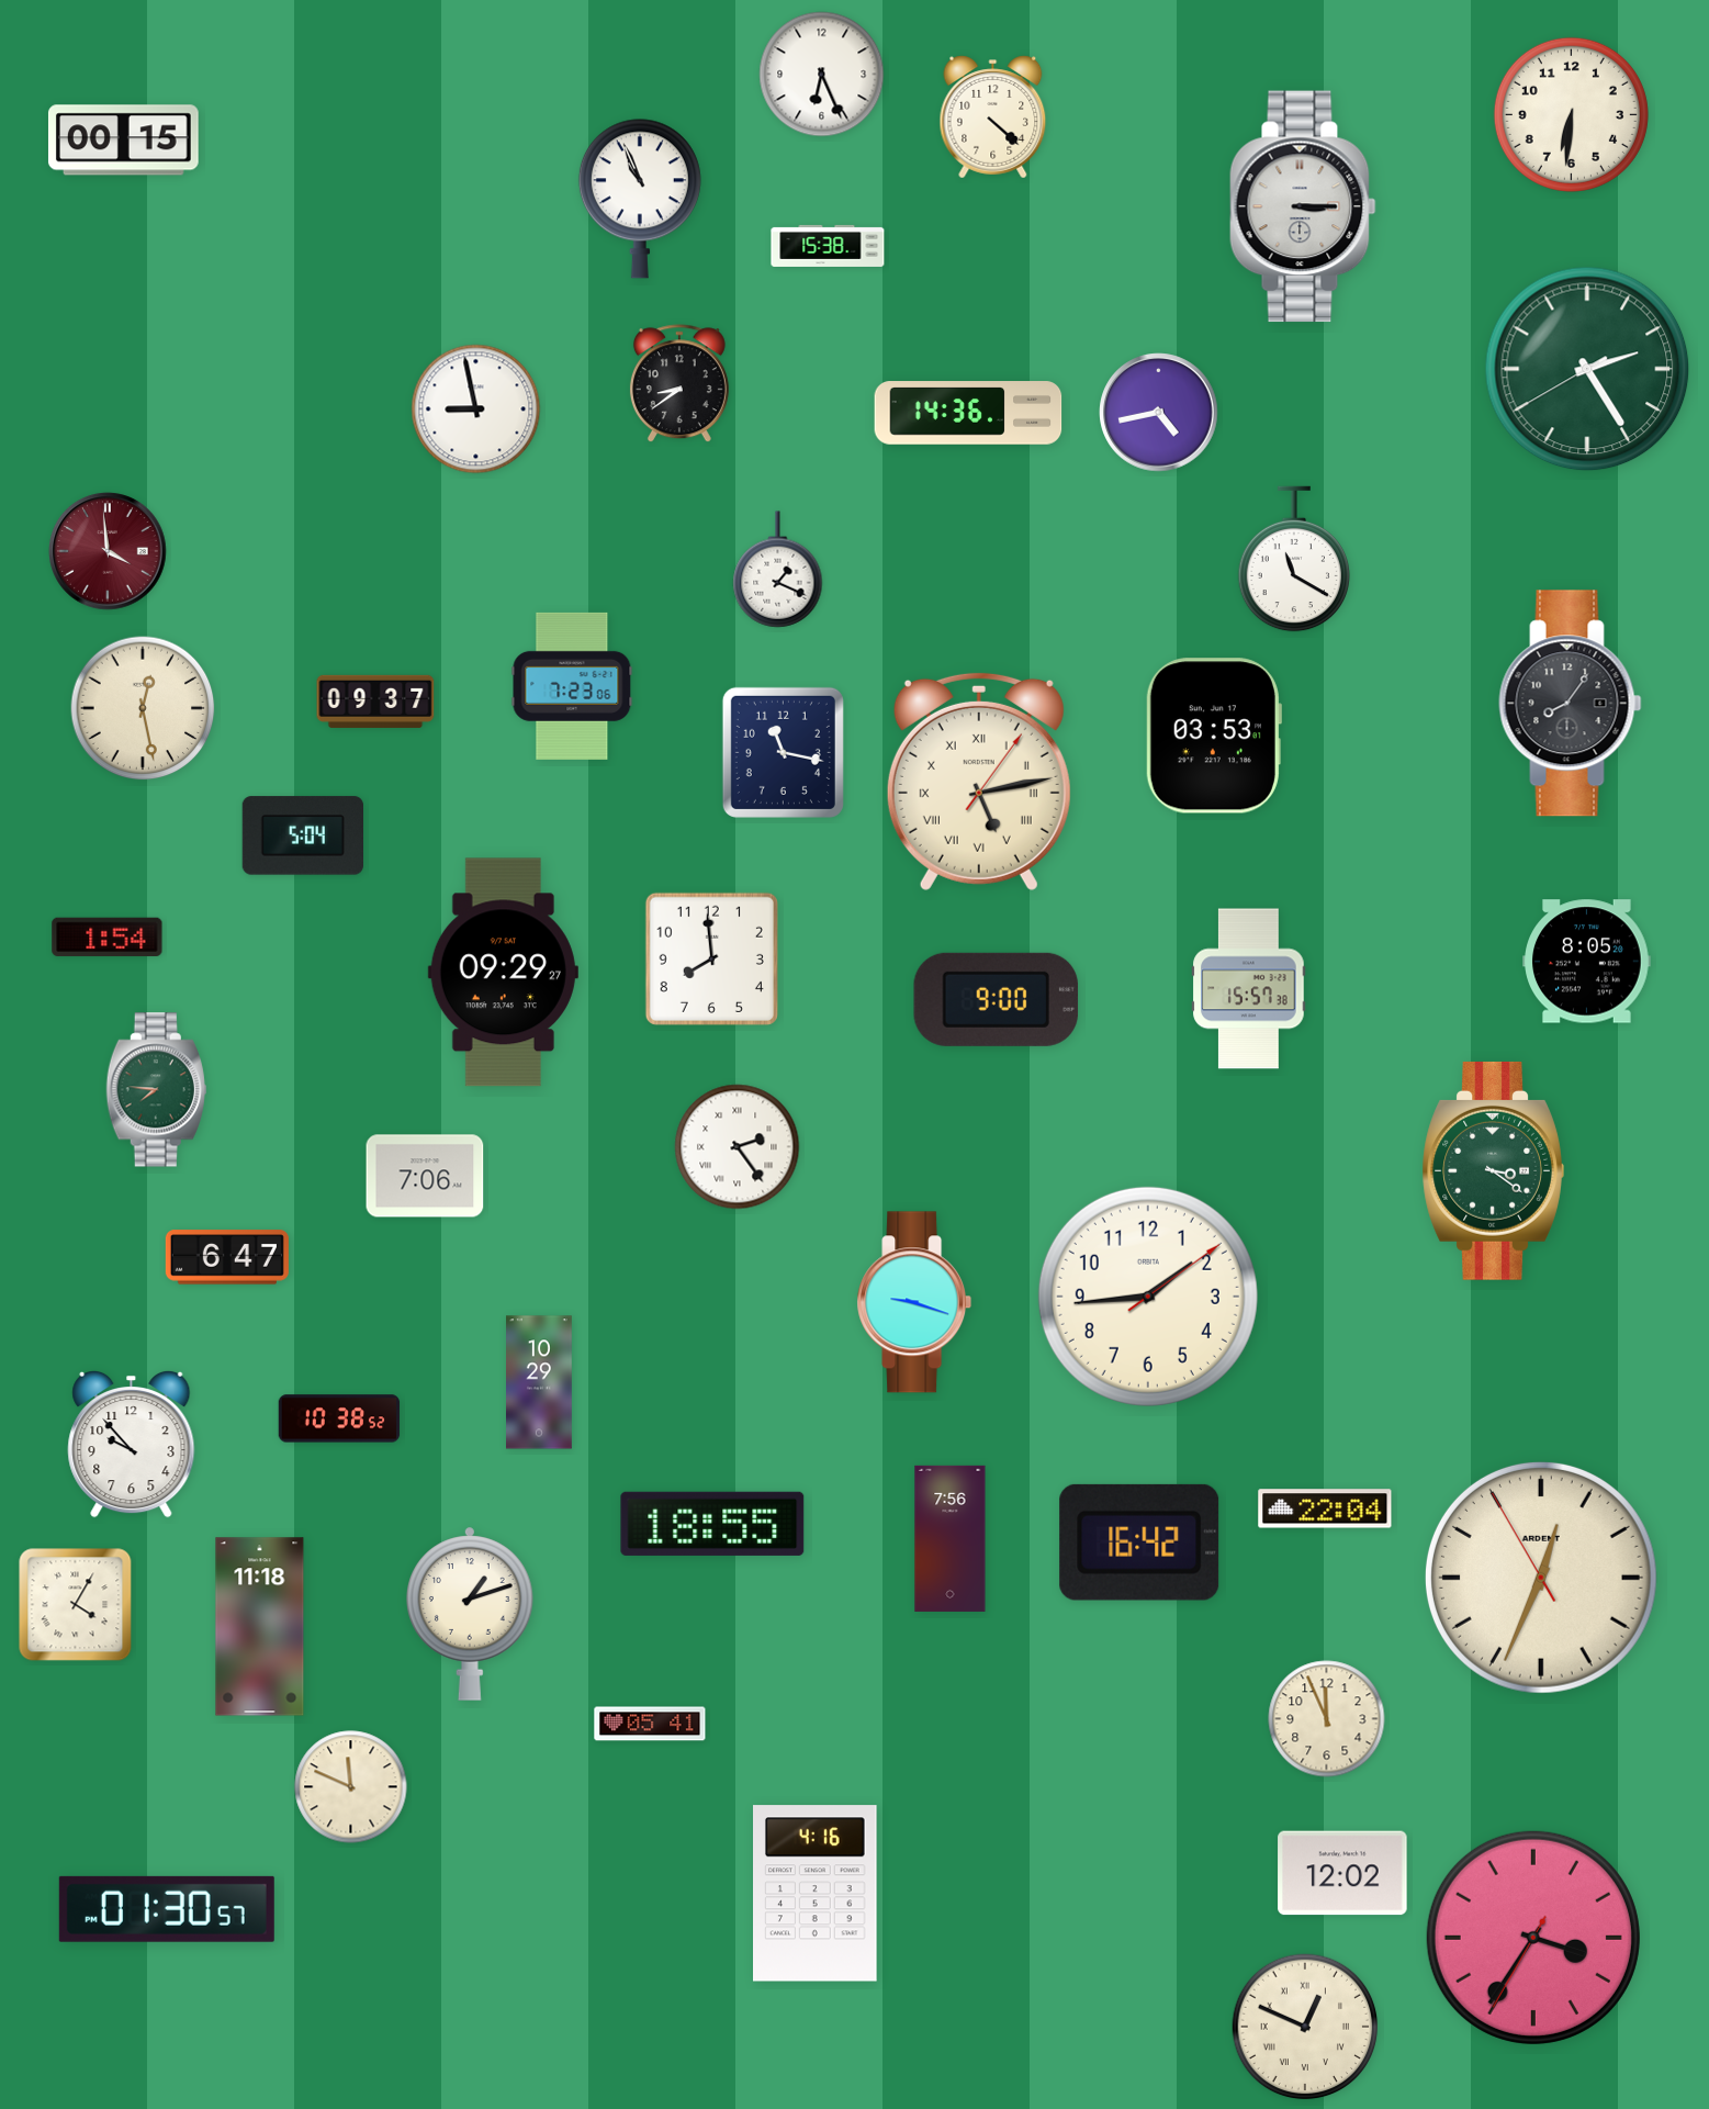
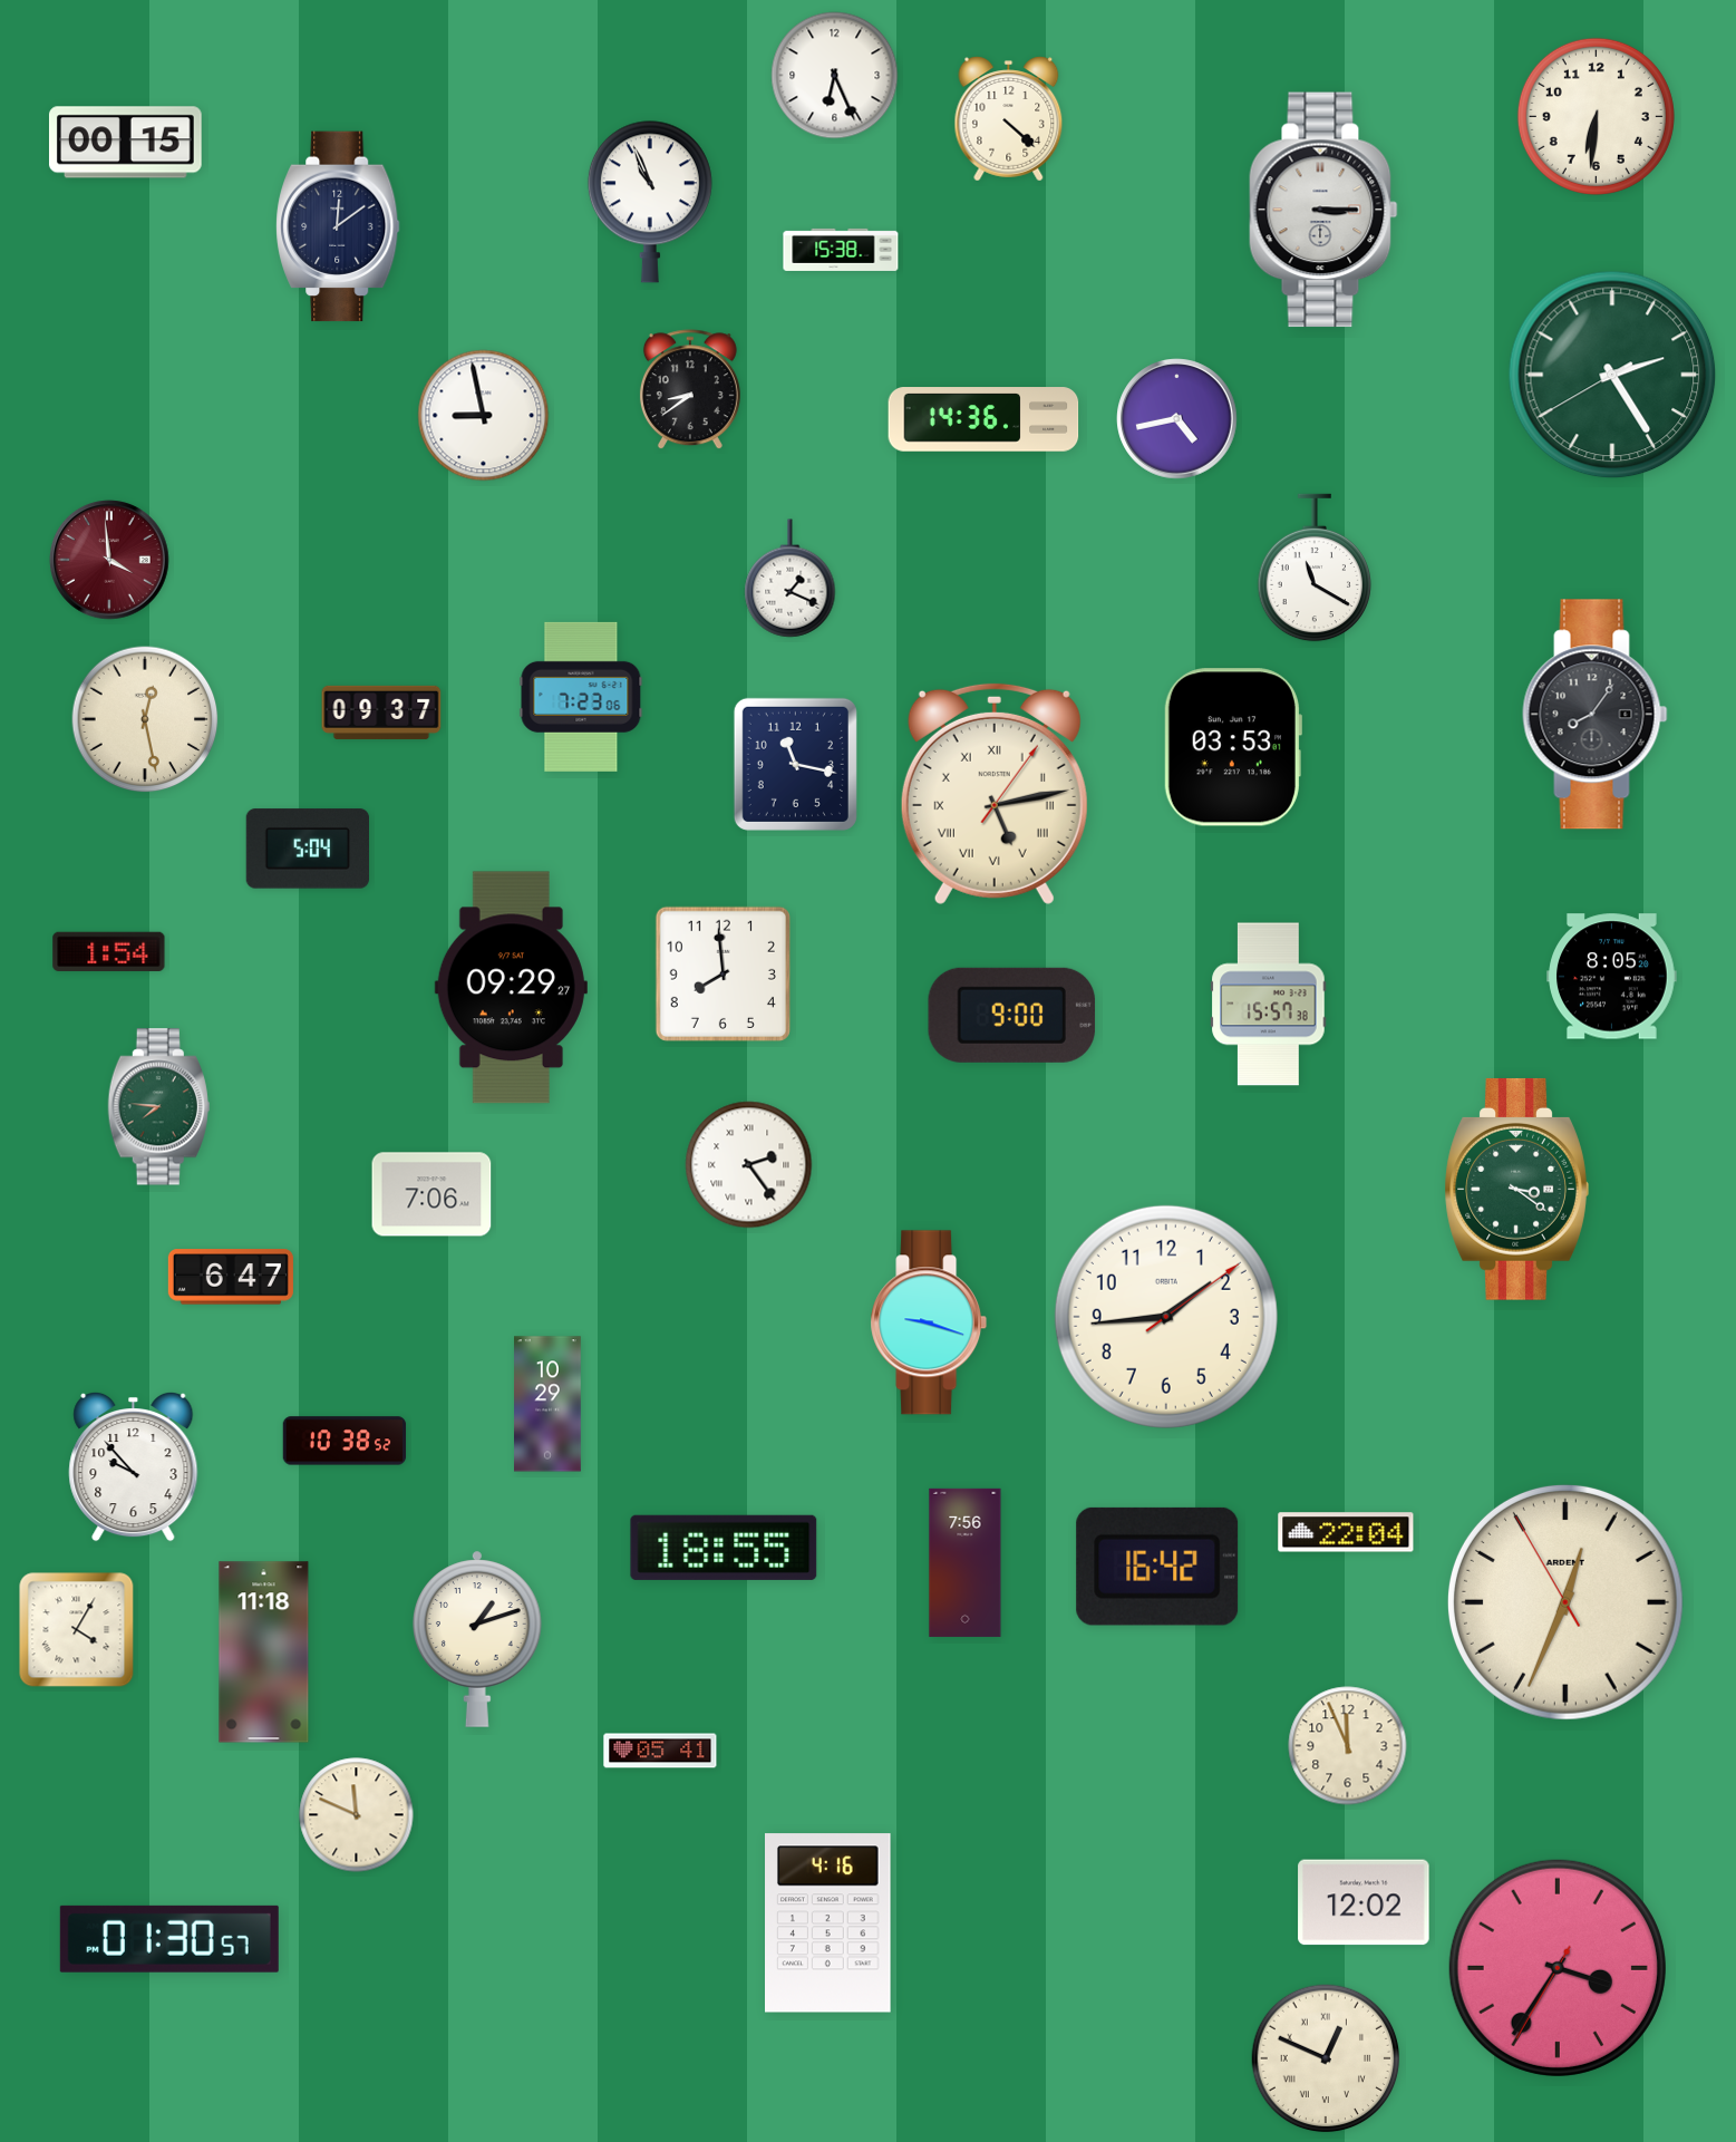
clock at (338, 226): none -> 12:09
